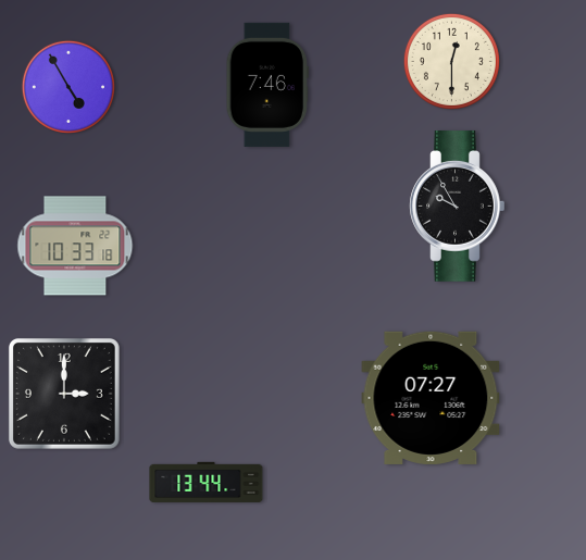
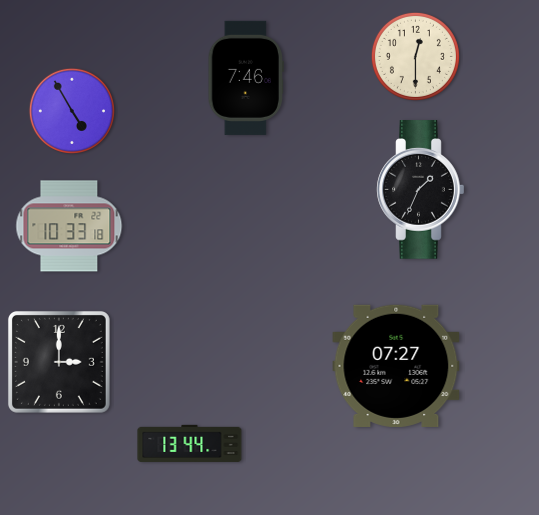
clock at (68, 87) position: (68, 87) -> (72, 111)
clock at (458, 207): 9:55 -> 1:34
